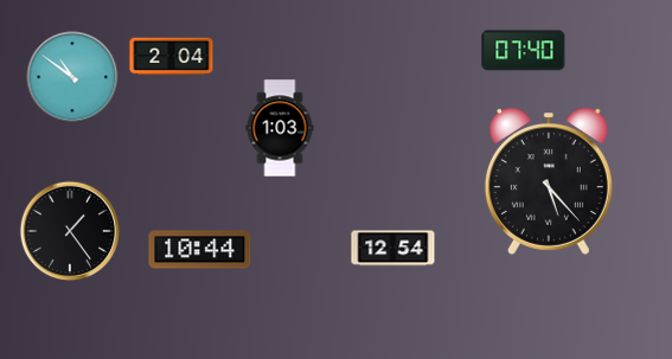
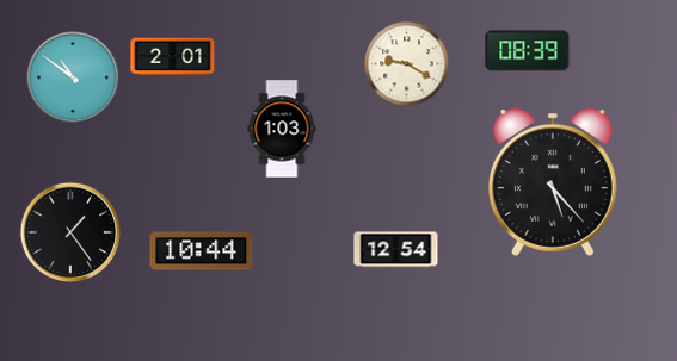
clock at (524, 51): 07:40 -> 08:39
clock at (172, 57): 2:04 -> 2:01
clock at (407, 64): none -> 9:20
